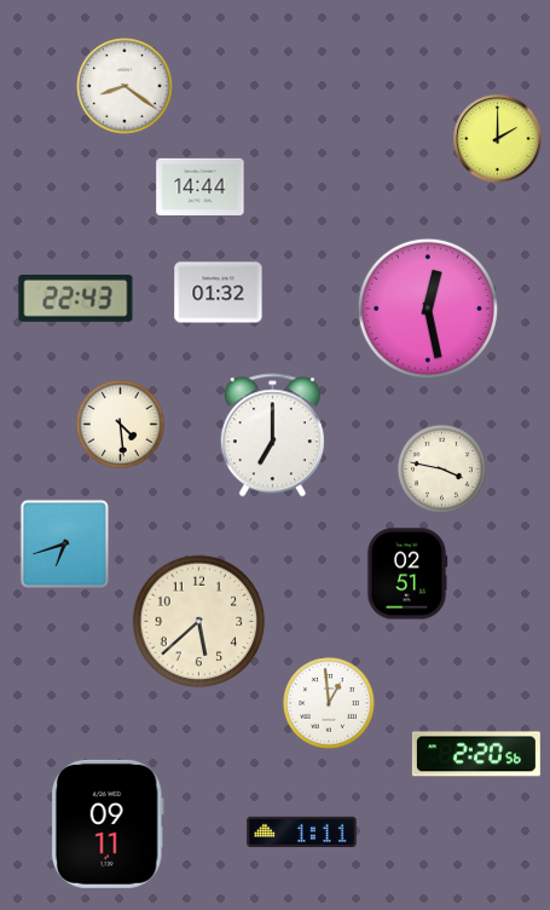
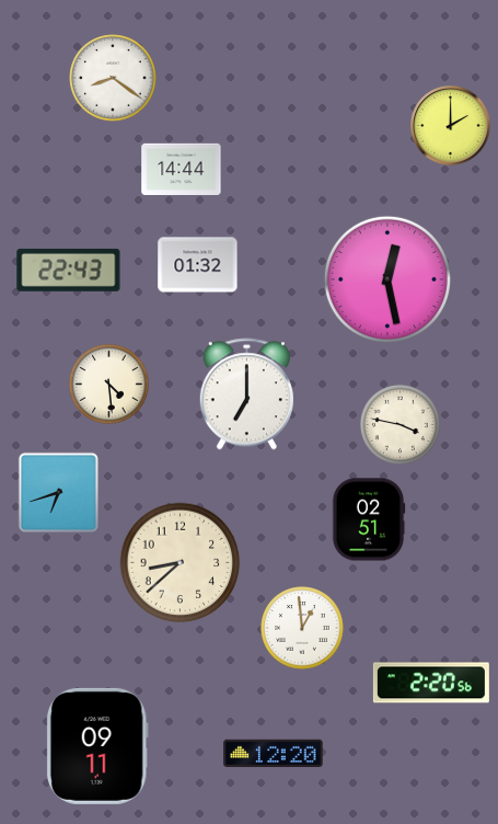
clock at (199, 622): 5:38 -> 8:38
clock at (330, 704) position: (330, 704) -> (303, 629)
clock at (302, 831): 1:11 -> 12:20
